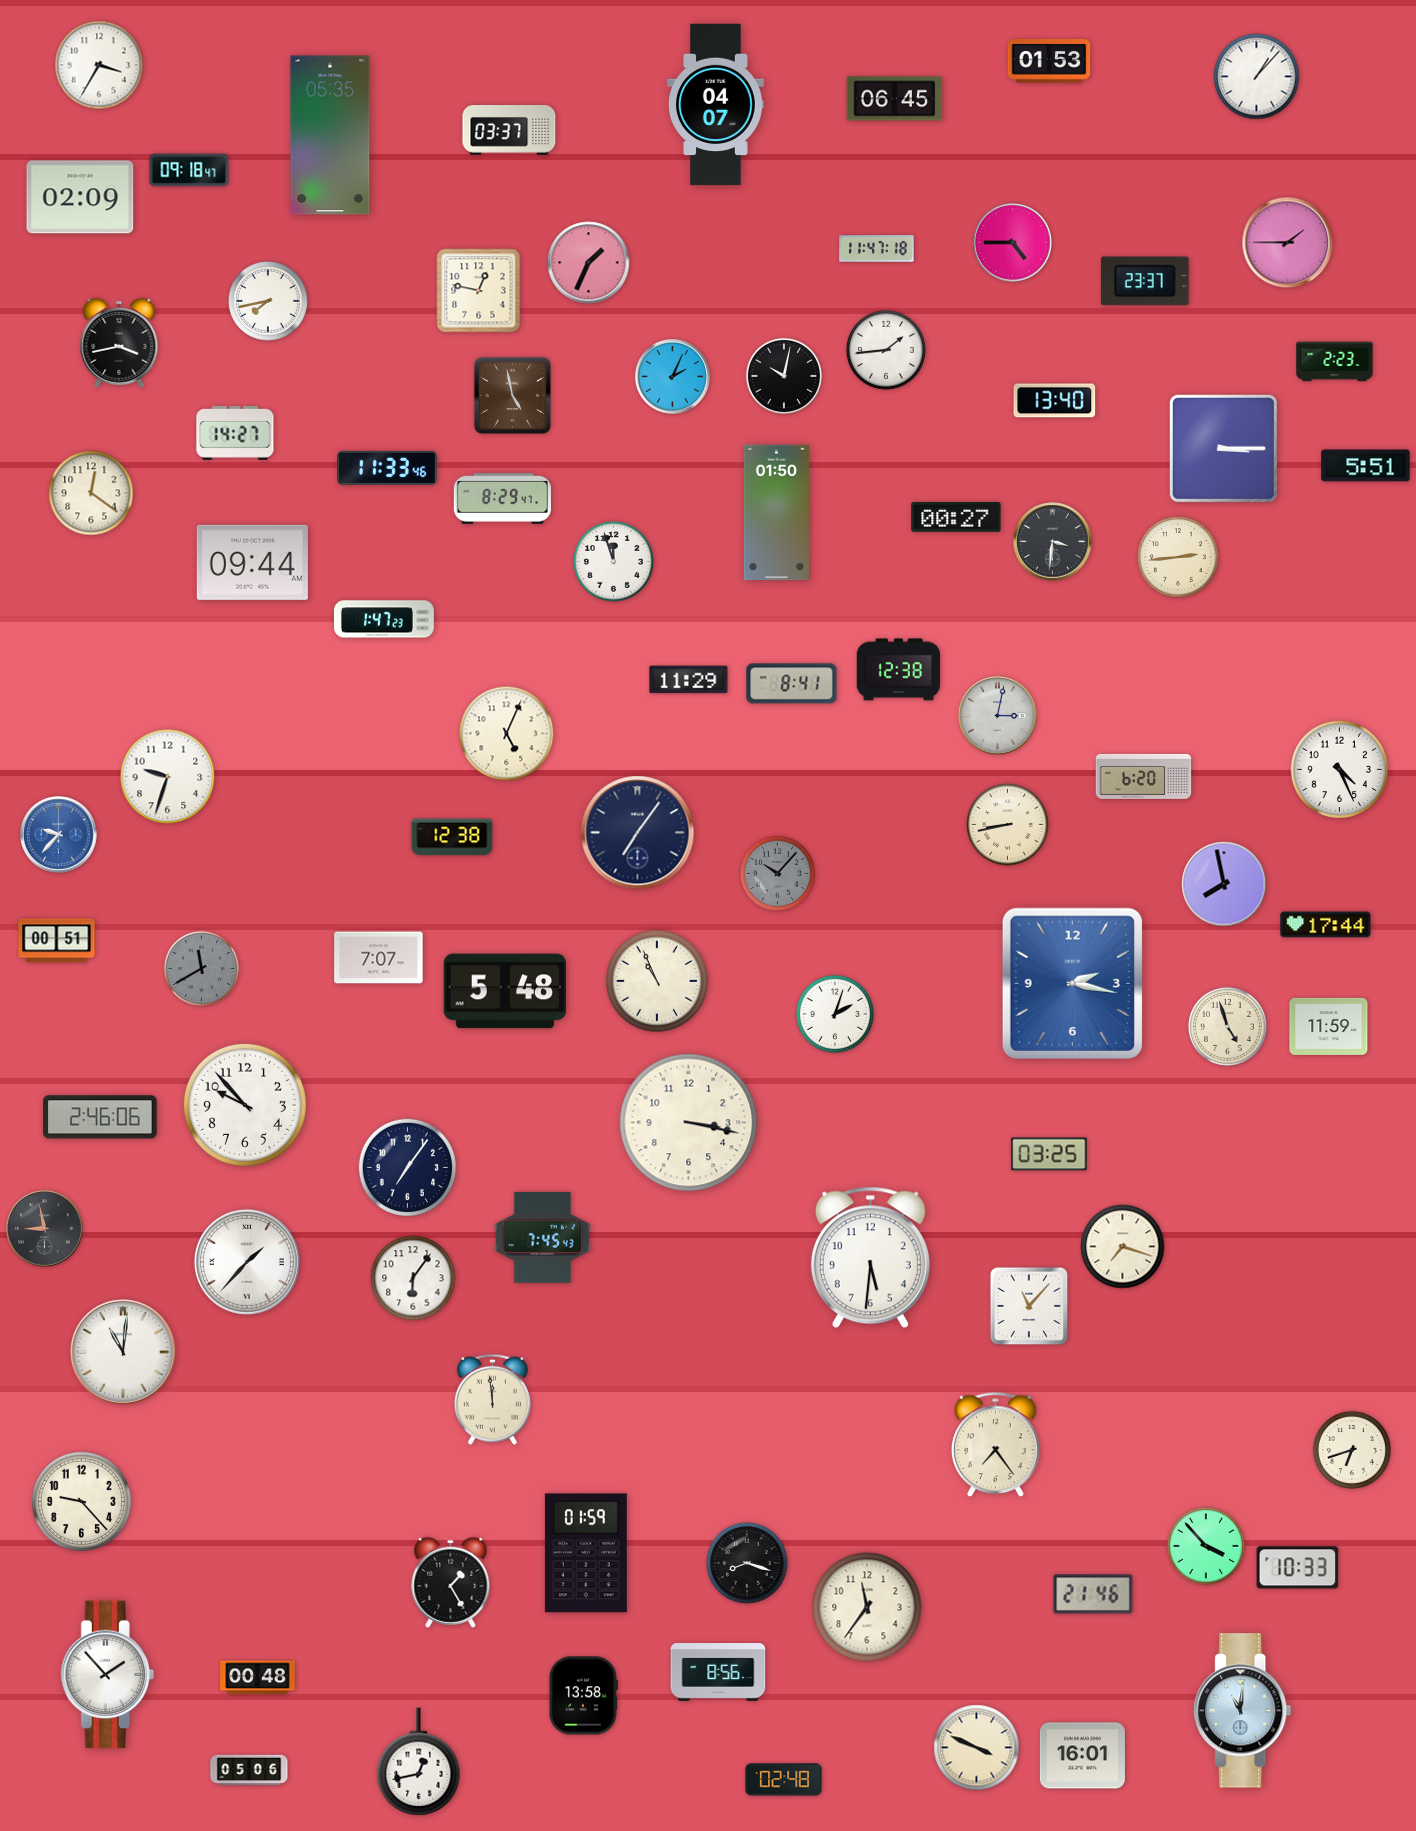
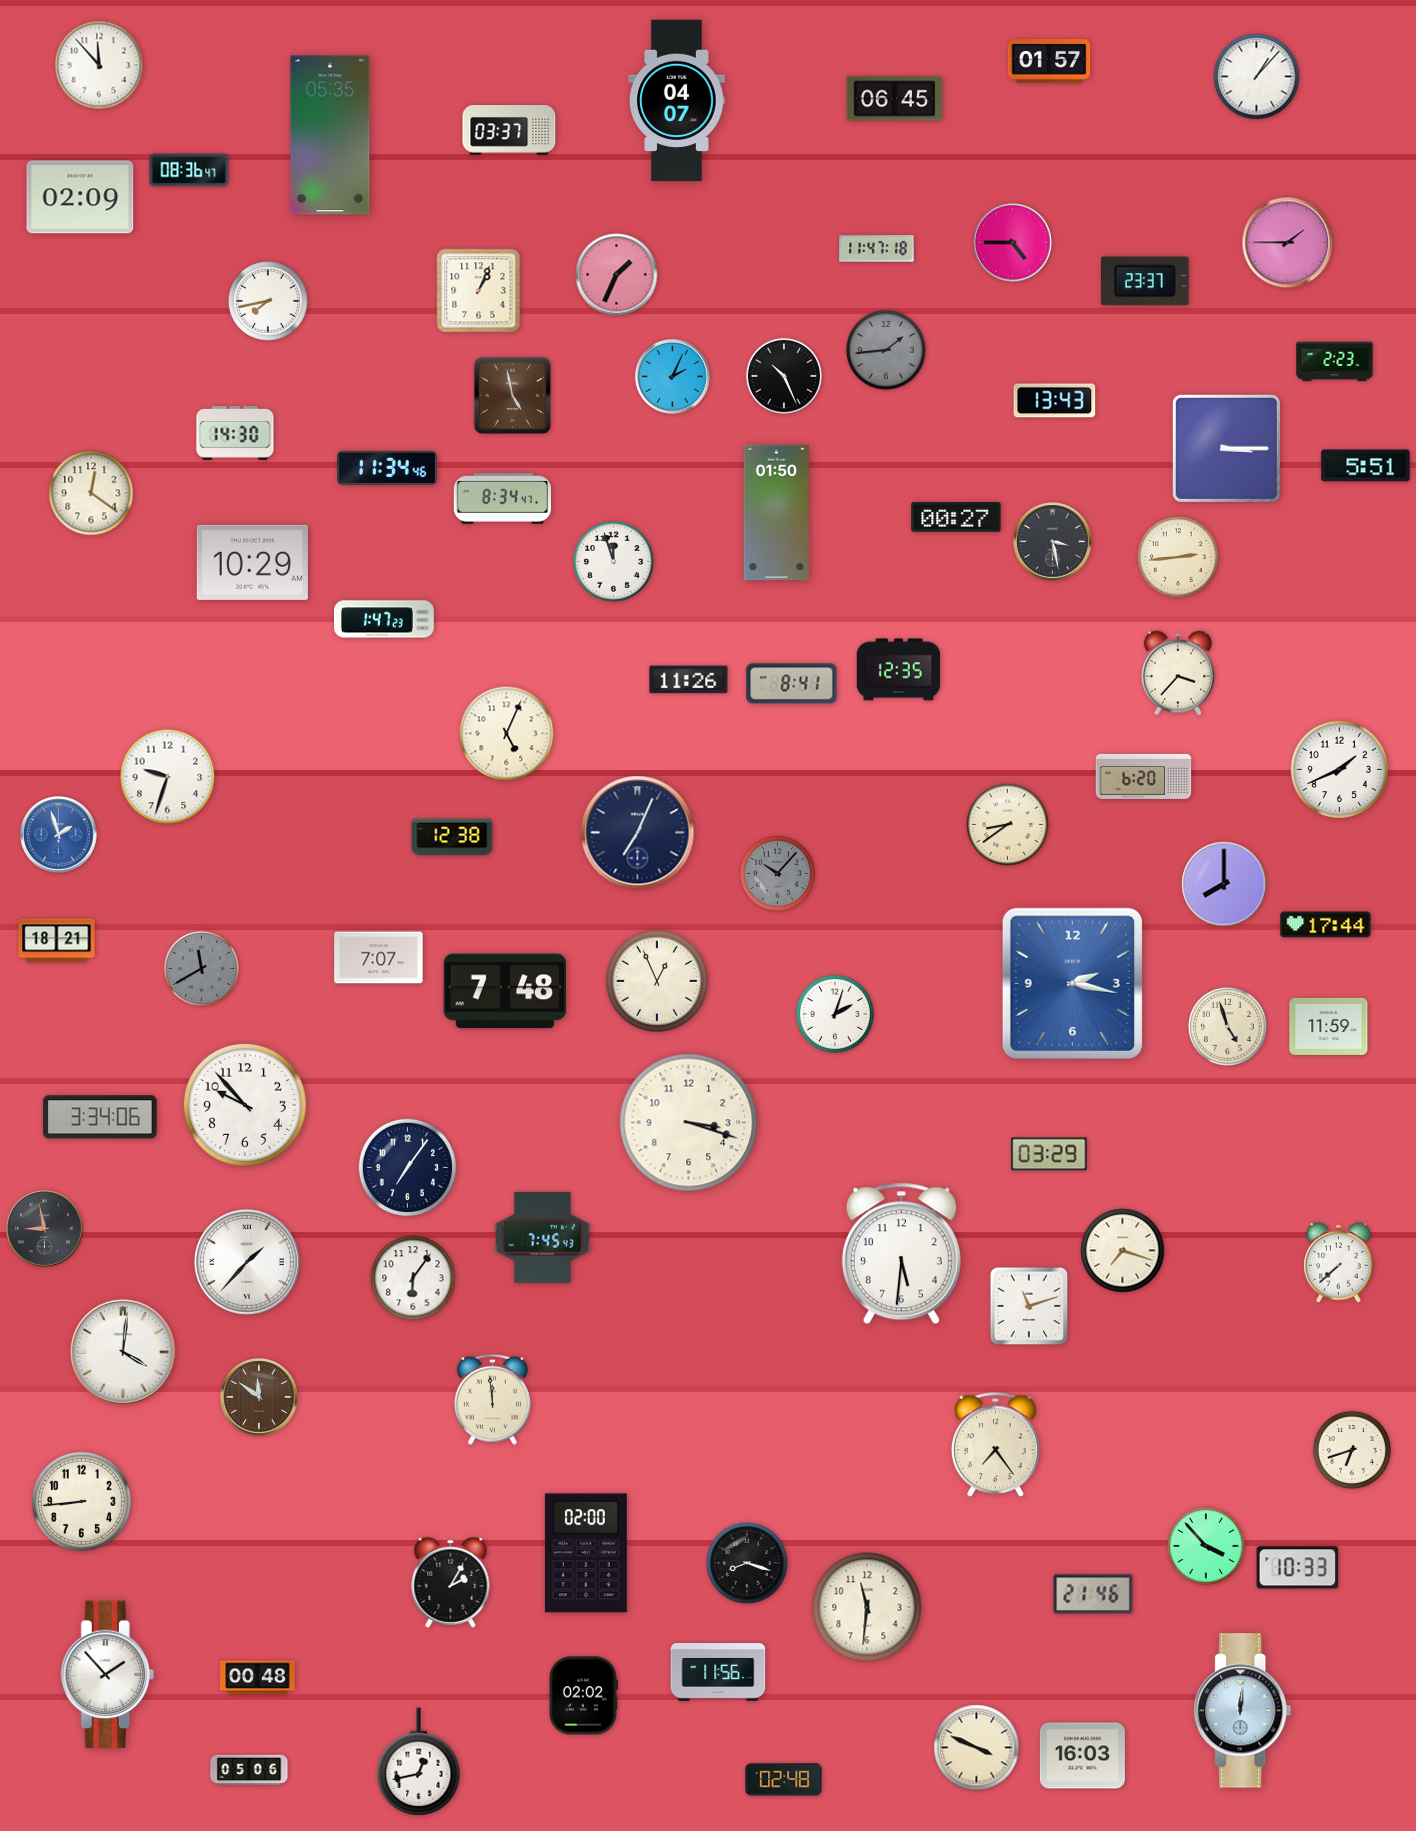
clock at (1049, 61): 01:53 -> 01:57
clock at (99, 65): 3:35 -> 11:53
clock at (716, 105) position: (716, 105) -> (677, 101)
clock at (189, 170): 09:18 -> 08:36
clock at (589, 263) position: (589, 263) -> (617, 275)
clock at (479, 291): 12:47 -> 1:04
clock at (119, 343): 3:43 -> none
clock at (886, 350) dial: white -> grey
clock at (783, 375): 10:02 -> 10:26
clock at (1055, 401): 13:40 -> 13:43
clock at (235, 433): 14:27 -> 14:30
clock at (1223, 448) position: (1223, 448) -> (1226, 448)
clock at (388, 468): 11:33 -> 11:34
clock at (502, 499): 8:29 -> 8:34
clock at (1053, 542): 3:31 -> 3:28
clock at (252, 562): 09:44 -> 10:29
clock at (899, 670): 12:38 -> 12:35
clock at (1178, 673): none -> 3:37
clock at (689, 680): 11:29 -> 11:26
clock at (998, 716): 3:02 -> none
clock at (1339, 769): 4:26 -> 1:41
clock at (1008, 825): 8:43 -> 8:39
clock at (638, 833): 7:06 -> 7:04
clock at (59, 835): 9:37 -> 1:57
clock at (1224, 884): 7:58 -> 8:00
clock at (57, 941): 00:51 -> 18:21
clock at (657, 981): 10:56 -> 12:56
clock at (505, 991): 5:48 -> 7:48
clock at (100, 1117): 2:46 -> 3:34
clock at (689, 1123): 3:17 -> 3:18
clock at (1049, 1154): 03:25 -> 03:29
clock at (1123, 1247) position: (1123, 1247) -> (1123, 1251)
clock at (870, 1258) position: (870, 1258) -> (901, 1254)
clock at (1339, 1262): none -> 7:38
clock at (1029, 1306): 11:07 -> 11:12
clock at (123, 1352): 11:01 -> 4:01
clock at (259, 1397): none -> 11:51
clock at (81, 1501): 9:23 -> 8:44
clock at (586, 1553): 01:59 -> 02:00
clock at (451, 1582): 1:25 -> 2:05
clock at (867, 1607): 11:36 -> 11:31
clock at (718, 1673): 8:56 -> 11:56
clock at (583, 1696): 13:58 -> 02:02
clock at (1243, 1711): 11:01 -> 12:01
clock at (1082, 1756): 16:01 -> 16:03
